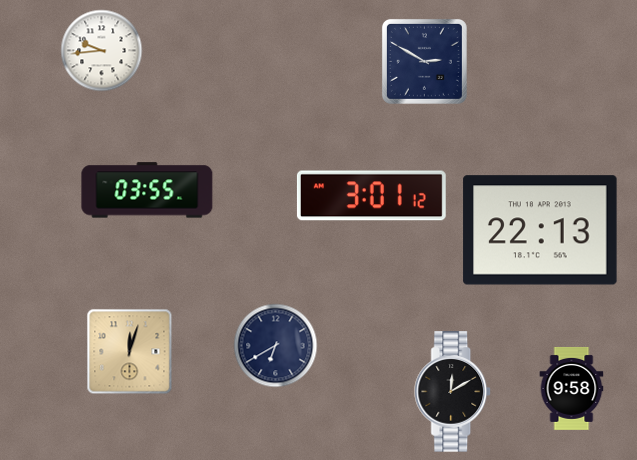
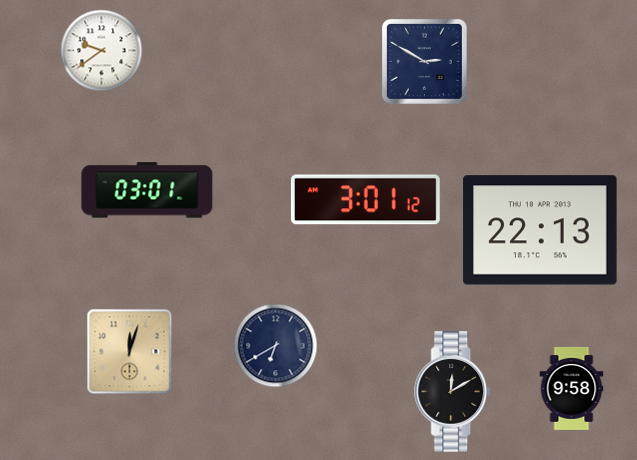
clock at (102, 51): 9:44 -> 9:39
clock at (147, 190): 03:55 -> 03:01
clock at (371, 196) position: (371, 196) -> (365, 200)
